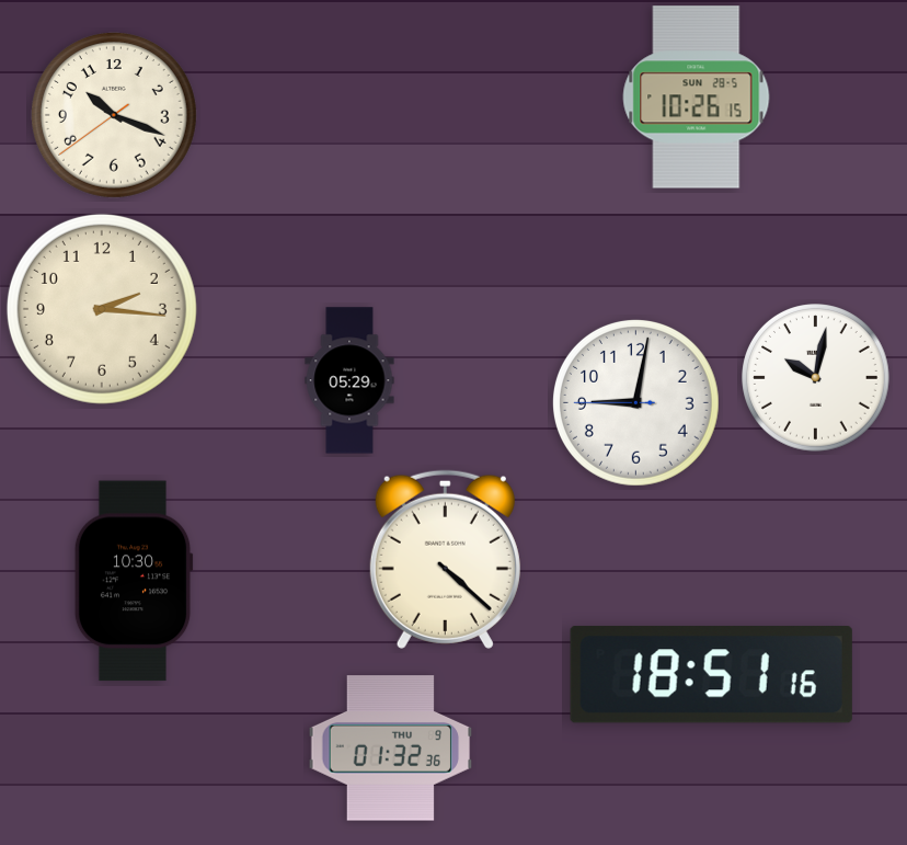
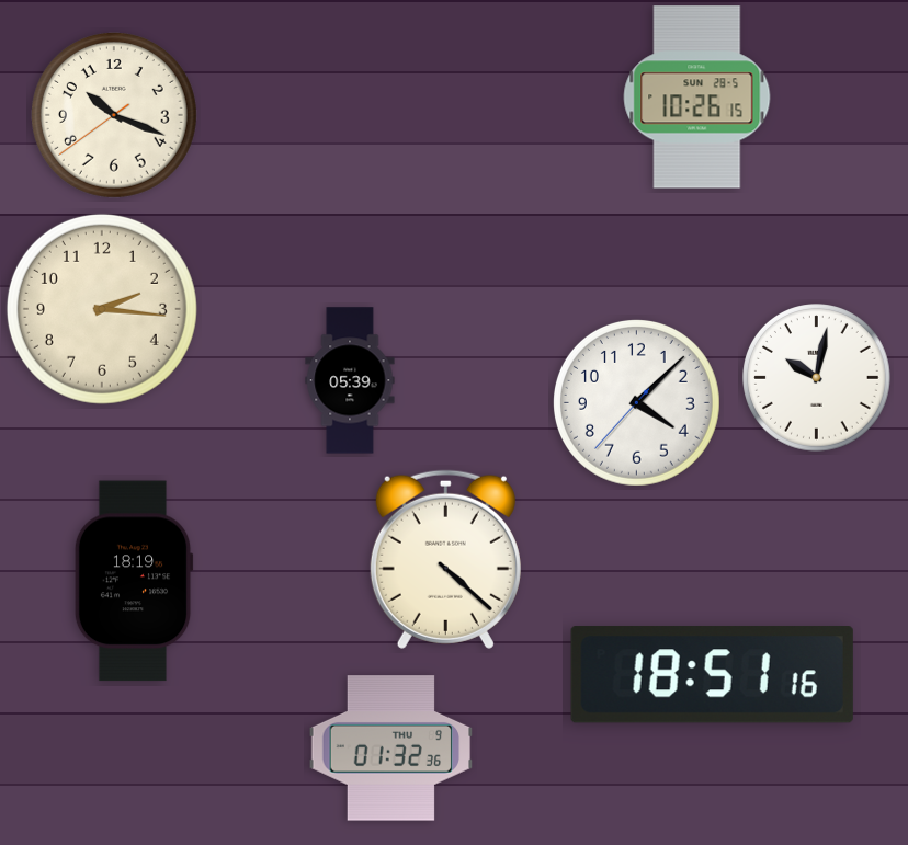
clock at (349, 380): 05:29 -> 05:39
clock at (635, 402): 9:01 -> 4:07
clock at (134, 581): 10:30 -> 18:19
